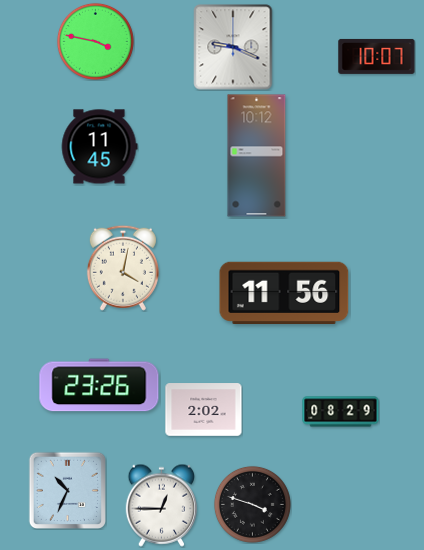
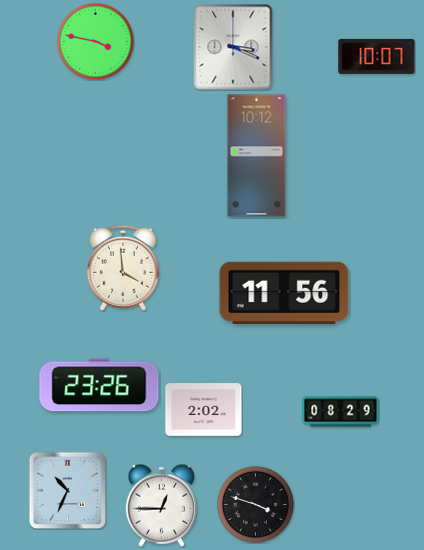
clock at (233, 47): 9:19 -> 3:19
clock at (99, 147): 11:45 -> none
clock at (123, 268): 4:02 -> 3:59
clock at (252, 504) position: (252, 504) -> (255, 504)
